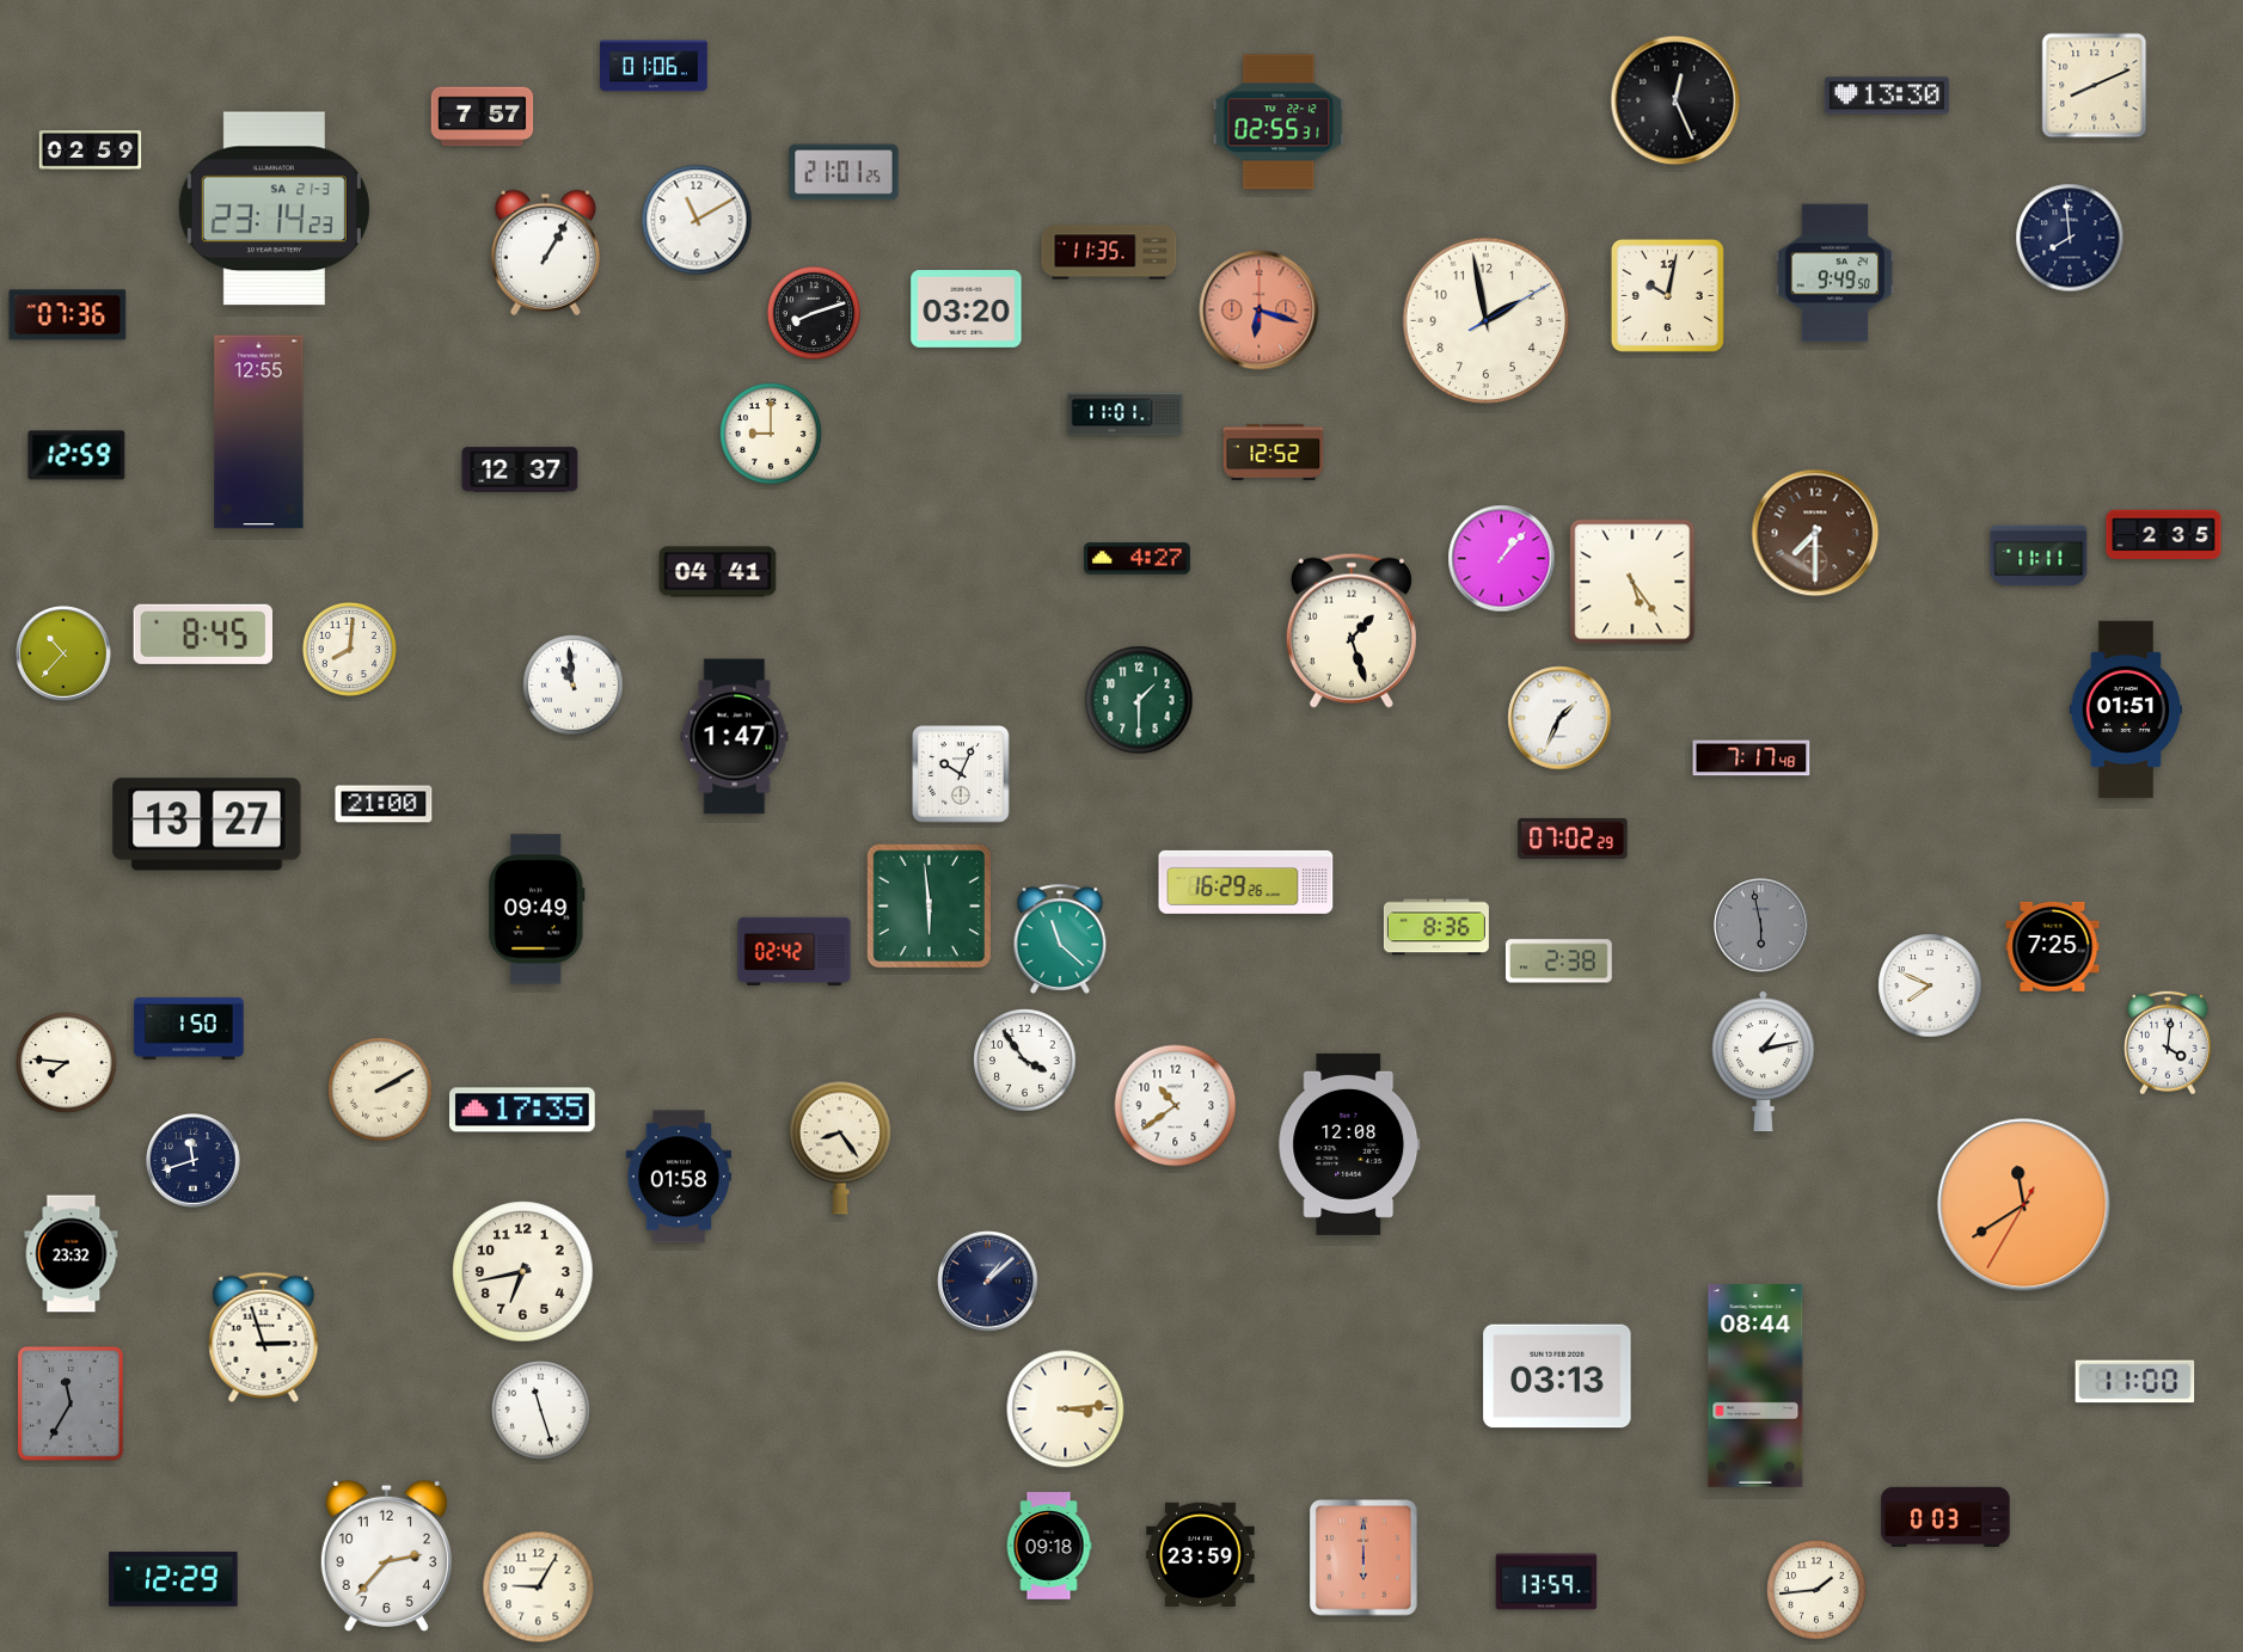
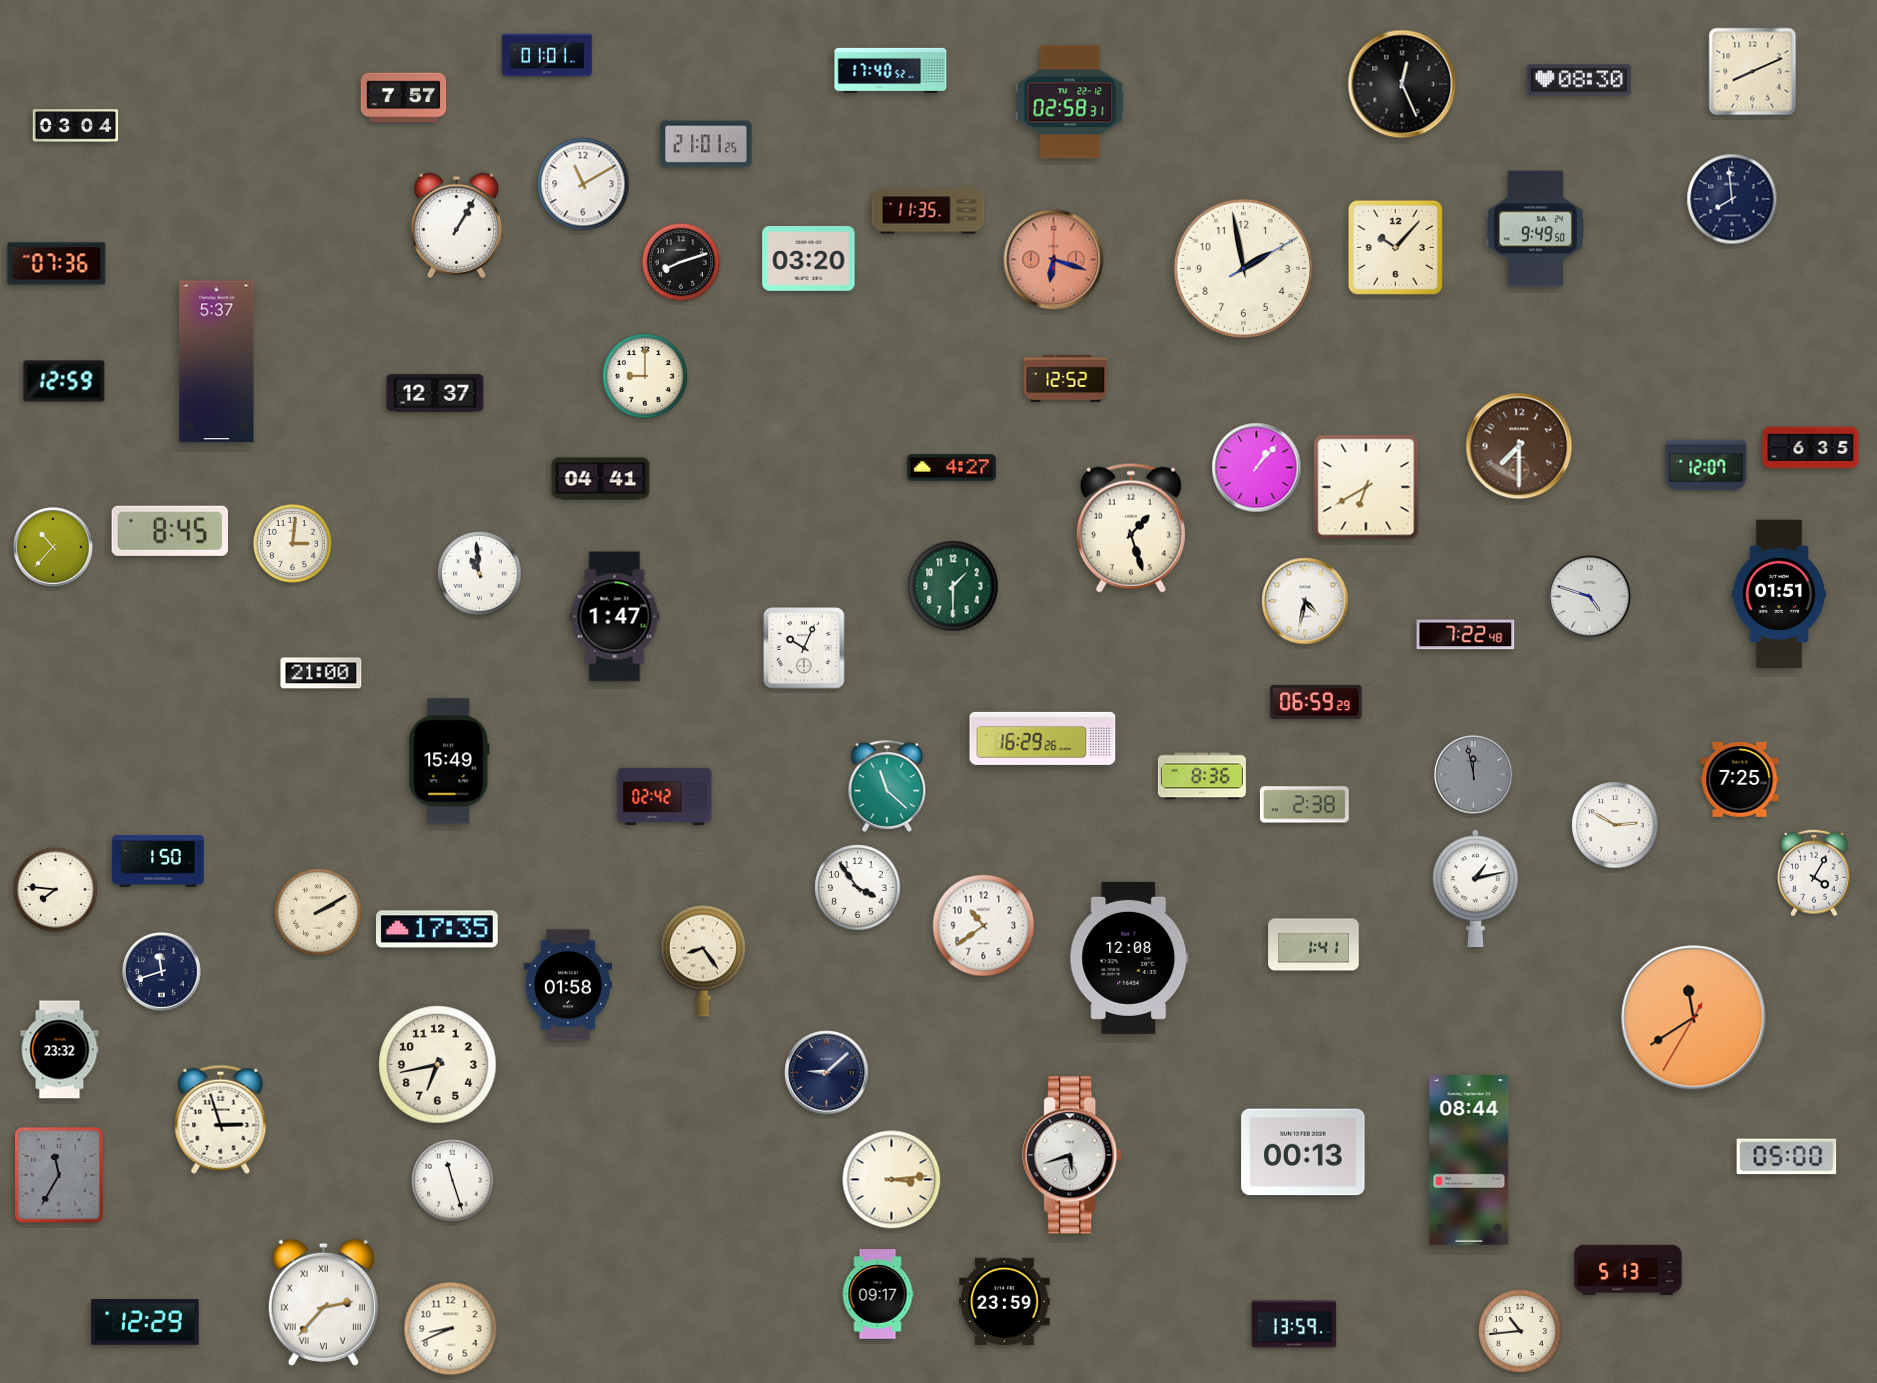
clock at (654, 66): 01:06 -> 01:01
clock at (891, 70): none -> 17:40
clock at (1887, 96): 13:30 -> 08:30
clock at (1279, 122): 02:55 -> 02:58
clock at (91, 151): 02:59 -> 03:04
clock at (274, 209): 23:14 -> none
clock at (545, 252) position: (545, 252) -> (456, 225)
clock at (1667, 295): 10:02 -> 10:07
clock at (1126, 414): 11:01 -> none
clock at (259, 432): 12:55 -> 5:37
clock at (771, 434) position: (771, 434) -> (645, 376)
clock at (2164, 535): 2:35 -> 6:35
clock at (2039, 555): 11:11 -> 12:07
clock at (1632, 582): 5:24 -> 6:40
clock at (349, 649): 8:01 -> 3:01
clock at (1590, 597): none -> 4:48
clock at (1559, 718): 1:34 -> 4:32
clock at (1752, 759): 7:17 -> 7:22
clock at (207, 824): 13:27 -> none
clock at (1573, 839): 07:02 -> 06:59
clock at (930, 907): 5:59 -> none
clock at (537, 909): 09:49 -> 15:49
clock at (1761, 926): 5:58 -> 11:58
clock at (2053, 946) position: (2053, 946) -> (1740, 779)
clock at (1930, 985): 7:49 -> 2:50
clock at (2168, 1043): 4:01 -> 4:05
clock at (1314, 945): none -> 1:41
clock at (2024, 1205) position: (2024, 1205) -> (1694, 1018)
clock at (988, 1282): 1:08 -> 9:08
clock at (1557, 1376): 03:13 -> 00:13
clock at (1073, 1155): none -> 5:42
clock at (2135, 1382): 11:00 -> 05:00
clock at (1945, 1517): 0:03 -> 5:13
clock at (1049, 1546): 09:18 -> 09:17
clock at (386, 1555) numerals: Arabic -> Roman
clock at (1363, 1558): 6:00 -> none
clock at (539, 1587): 9:05 -> 8:41
clock at (1816, 1590): 1:44 -> 10:44
